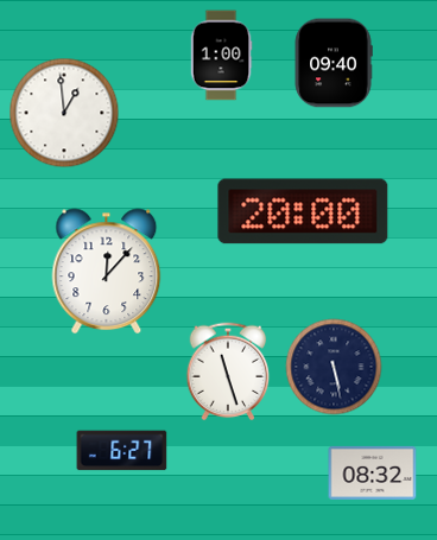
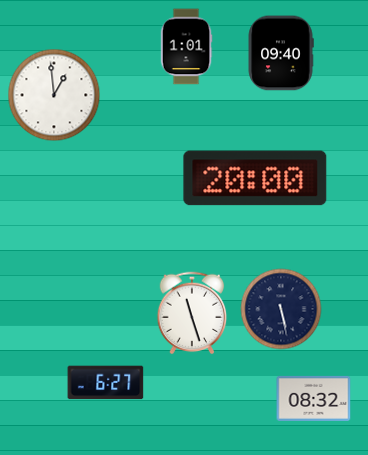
clock at (221, 56): 1:00 -> 1:01
clock at (107, 272): 12:07 -> none
clock at (122, 451) position: (122, 451) -> (106, 383)
